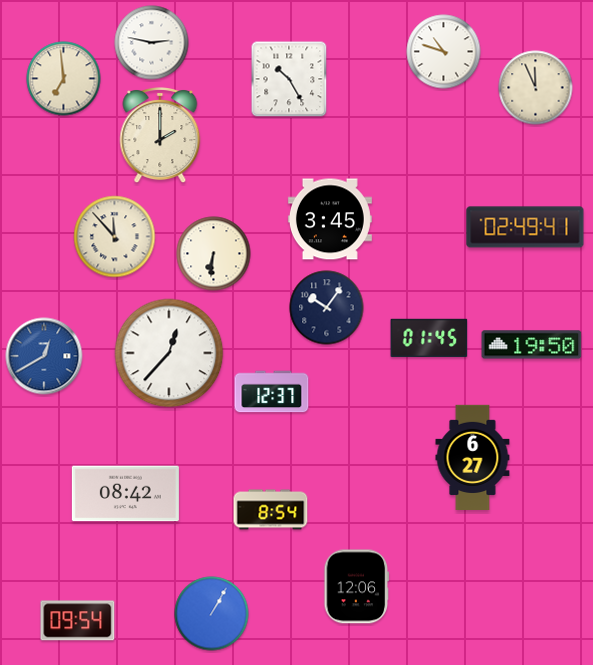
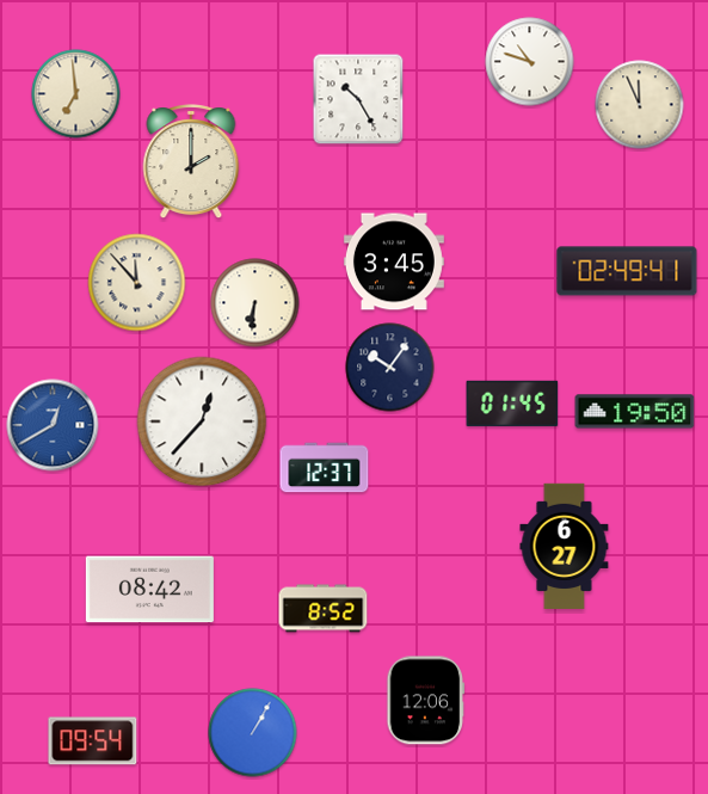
clock at (152, 43): 2:47 -> none
clock at (289, 79) position: (289, 79) -> (358, 99)
clock at (271, 510): 8:54 -> 8:52
